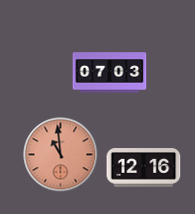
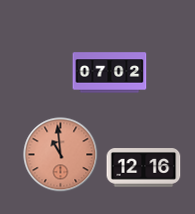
clock at (110, 73): 07:03 -> 07:02
